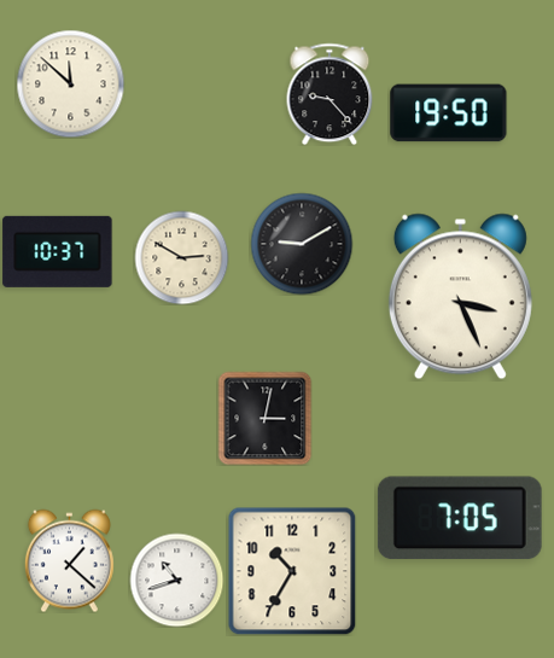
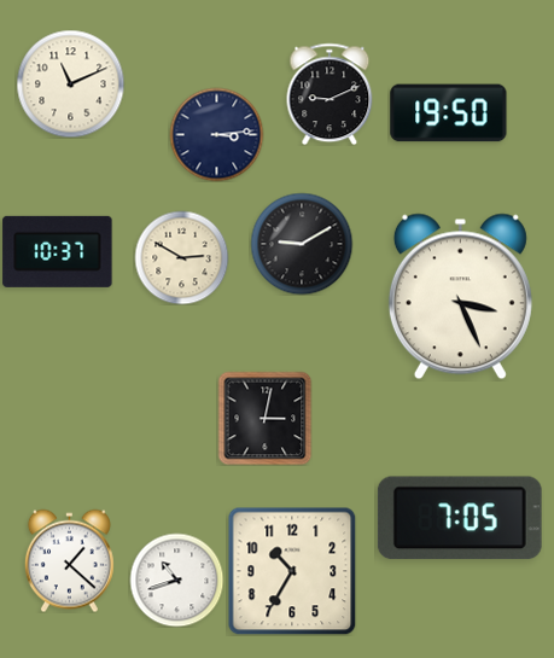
clock at (70, 83): 11:52 -> 11:11
clock at (330, 94): 9:23 -> 9:11
clock at (216, 134): none -> 3:14
